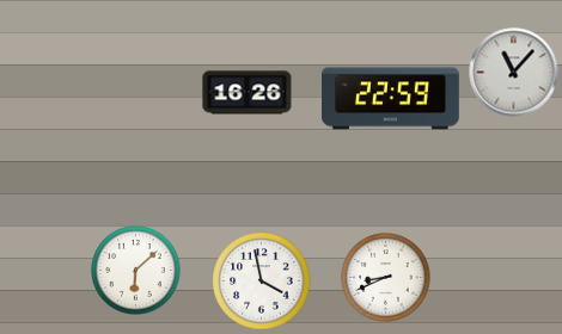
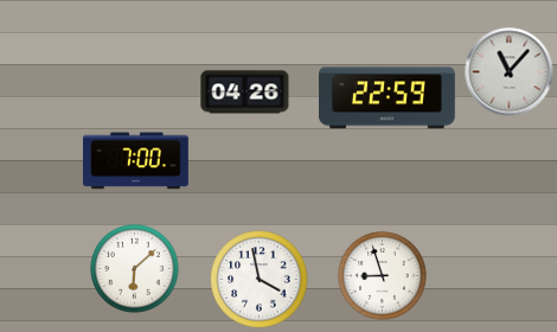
clock at (248, 93): 16:26 -> 04:26
clock at (135, 161): none -> 7:00
clock at (386, 278): 8:41 -> 8:57
